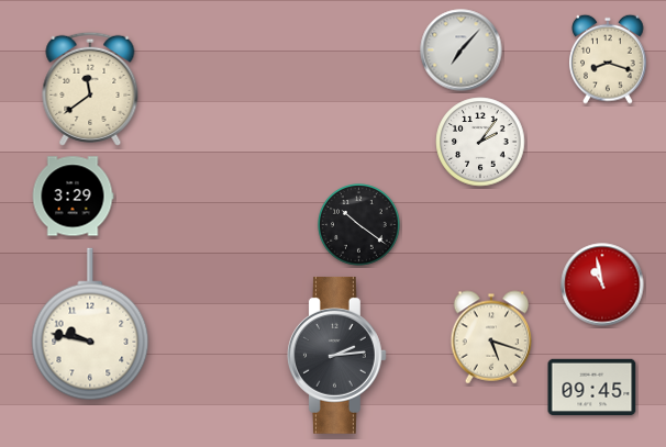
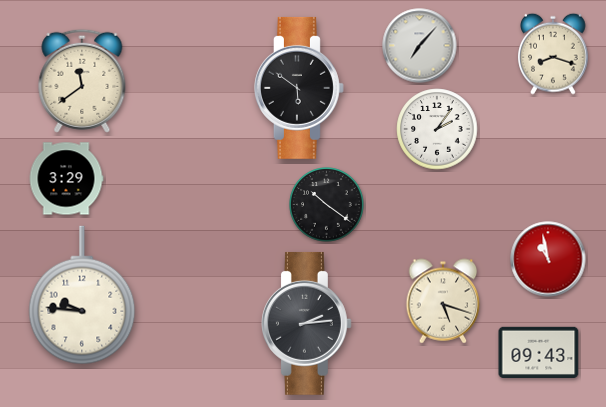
clock at (299, 88): none -> 5:51
clock at (90, 324): 9:47 -> 9:46
clock at (491, 337) position: (491, 337) -> (443, 301)
clock at (592, 387): 09:45 -> 09:43
